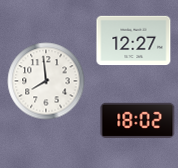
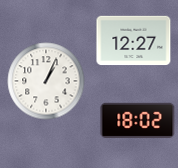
clock at (46, 81): 7:59 -> 1:04
